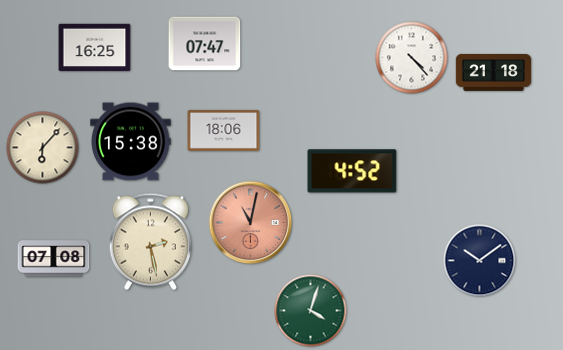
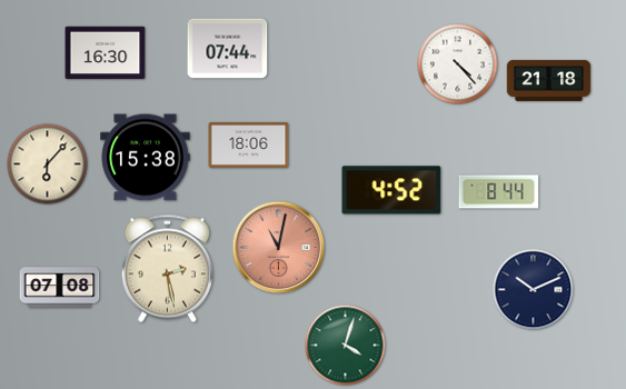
clock at (205, 44): 07:47 -> 07:44
clock at (95, 48): 16:25 -> 16:30
clock at (499, 192): none -> 8:44
clock at (480, 261): 10:09 -> 10:11
